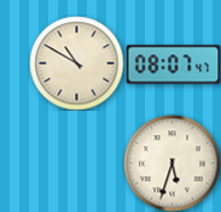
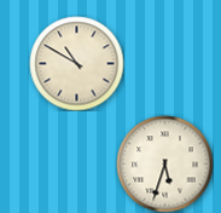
clock at (173, 65): 08:07 -> none
clock at (171, 163) position: (171, 163) -> (164, 163)
